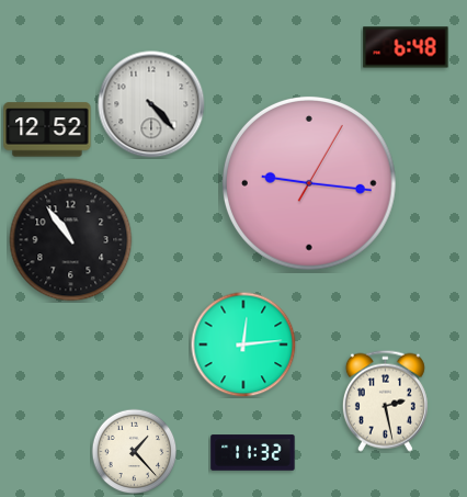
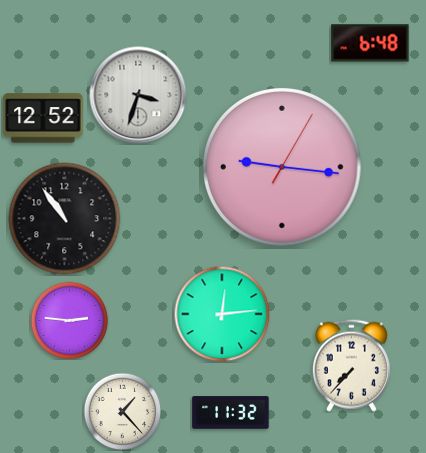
clock at (151, 104): 4:23 -> 3:33
clock at (69, 320): none -> 2:46
clock at (385, 400): 2:28 -> 7:37
